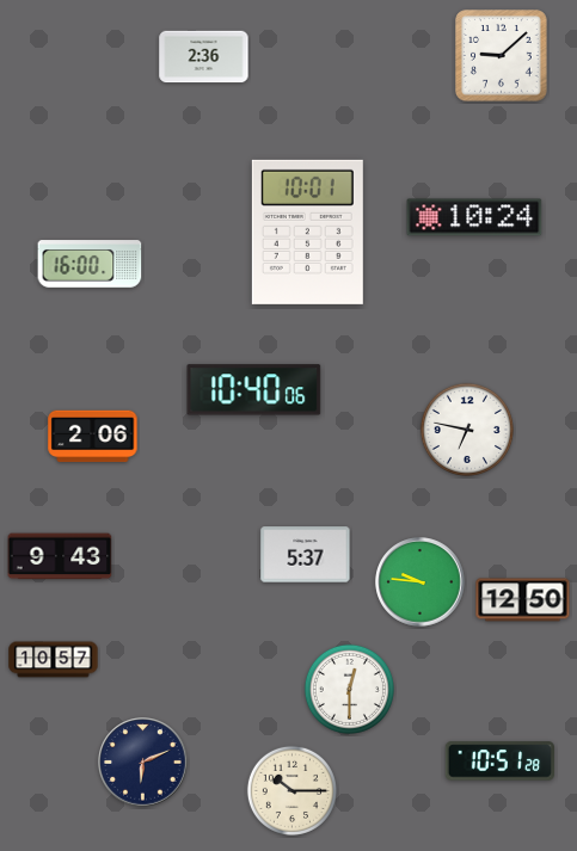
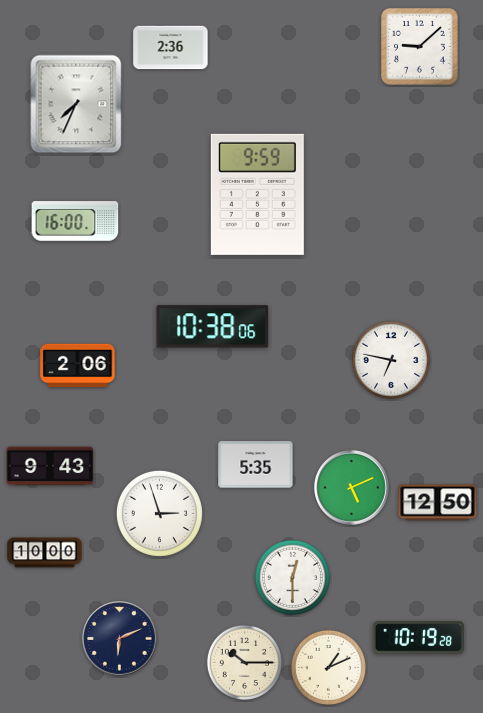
clock at (76, 104): none -> 7:34
clock at (474, 217): 10:24 -> none
clock at (307, 232): 10:01 -> 9:59
clock at (254, 390): 10:40 -> 10:38
clock at (306, 555): 5:37 -> 5:35
clock at (421, 582): 9:46 -> 5:11
clock at (159, 513): none -> 2:57
clock at (54, 660): 10:57 -> 10:00
clock at (499, 761): 10:51 -> 10:19
clock at (328, 667): none -> 1:11
